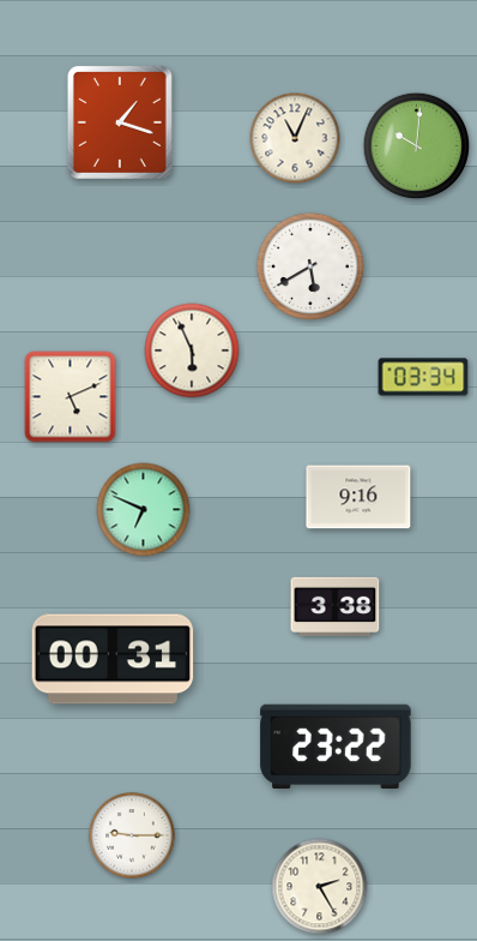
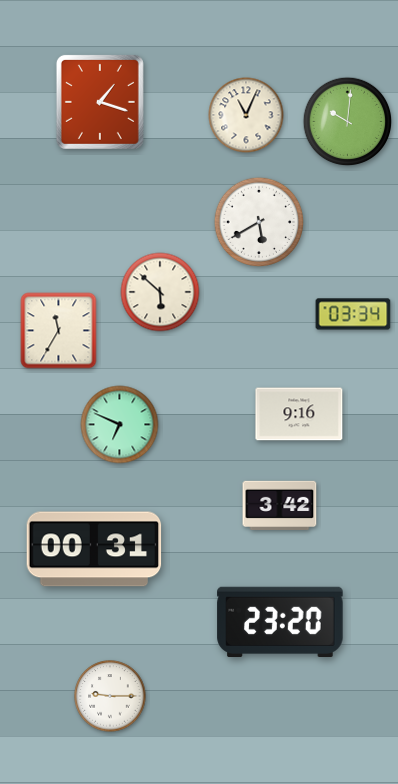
clock at (192, 350): 5:56 -> 5:52
clock at (71, 397): 5:11 -> 11:35
clock at (336, 606): 3:38 -> 3:42
clock at (336, 745): 23:22 -> 23:20
clock at (320, 887): 2:25 -> none
